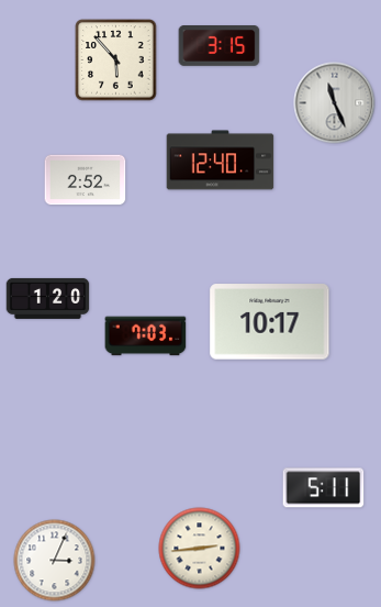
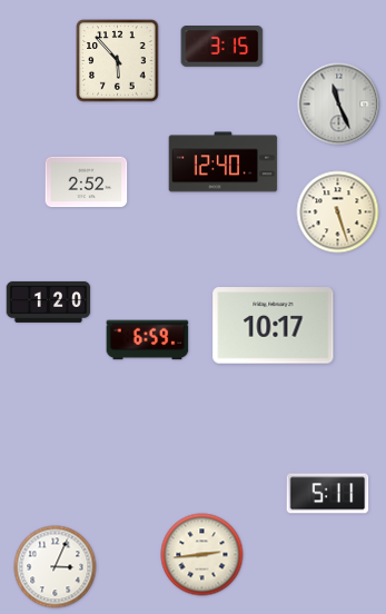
clock at (338, 212): none -> 5:27
clock at (146, 336): 7:03 -> 6:59
